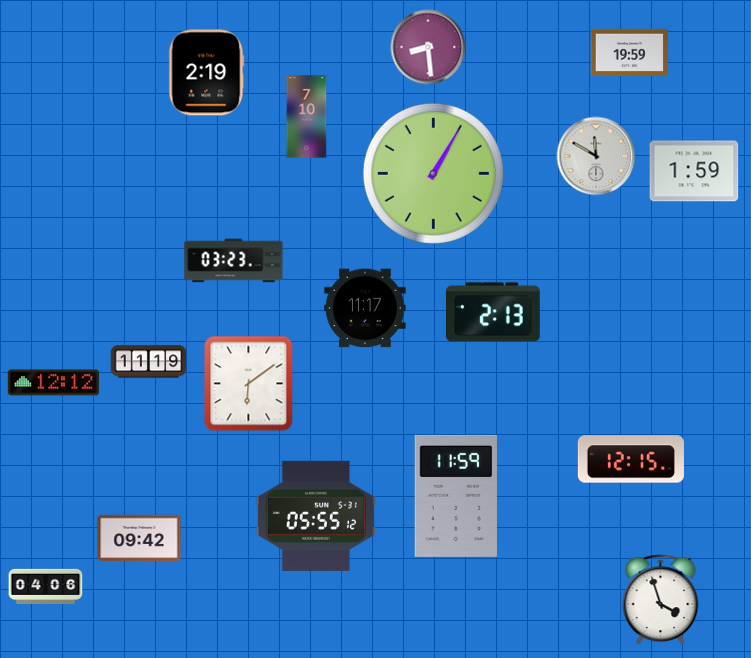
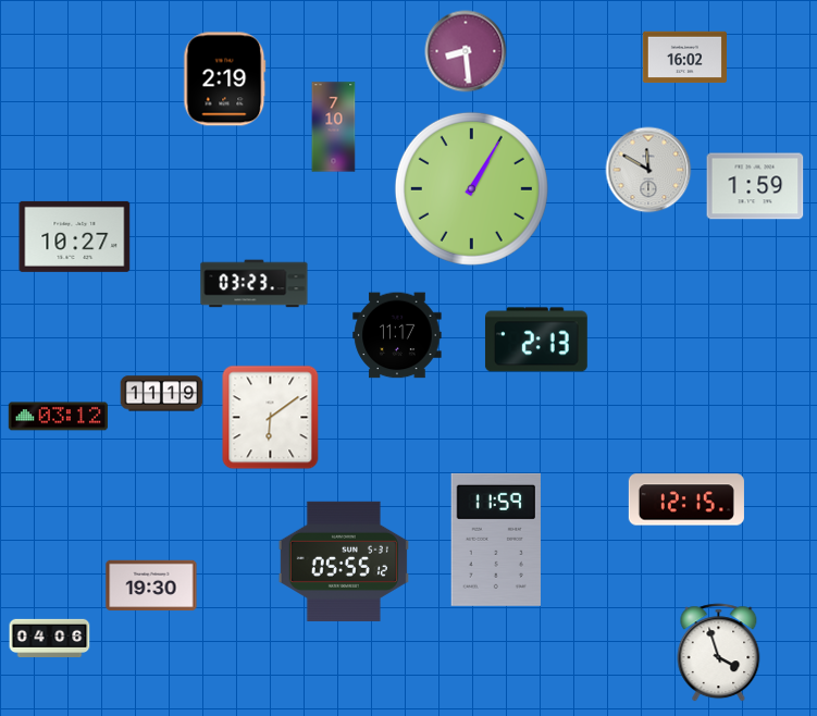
clock at (629, 53): 19:59 -> 16:02
clock at (75, 236): none -> 10:27
clock at (53, 383): 12:12 -> 03:12
clock at (139, 538): 09:42 -> 19:30
